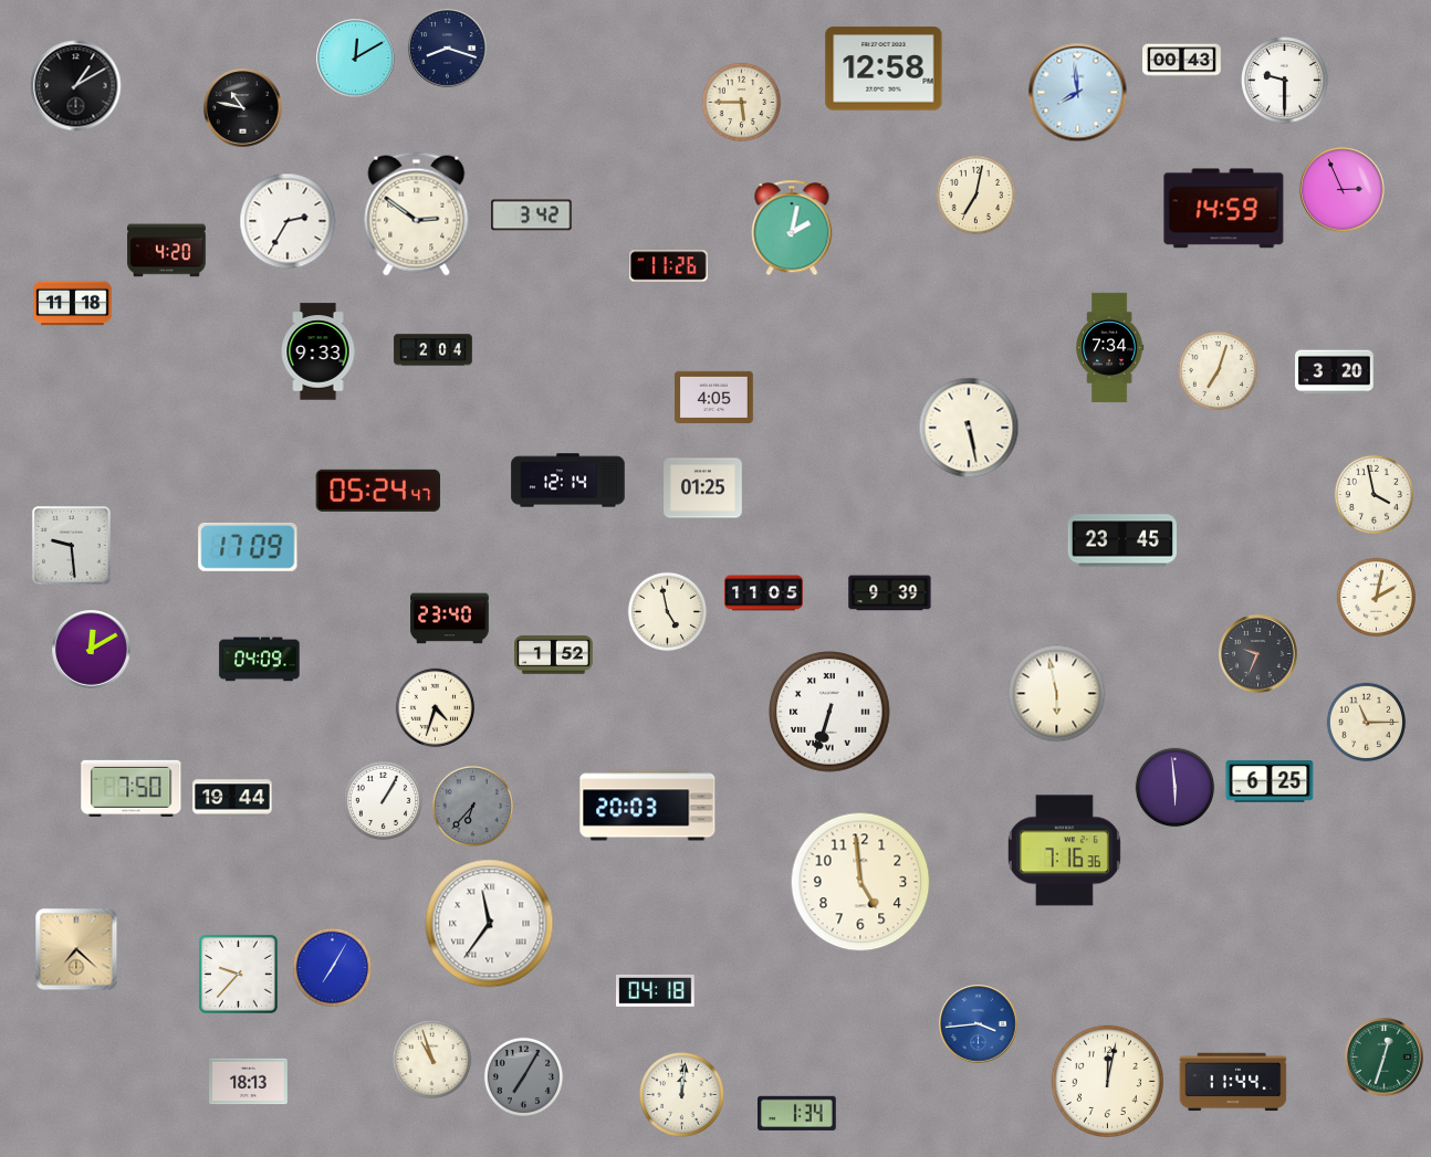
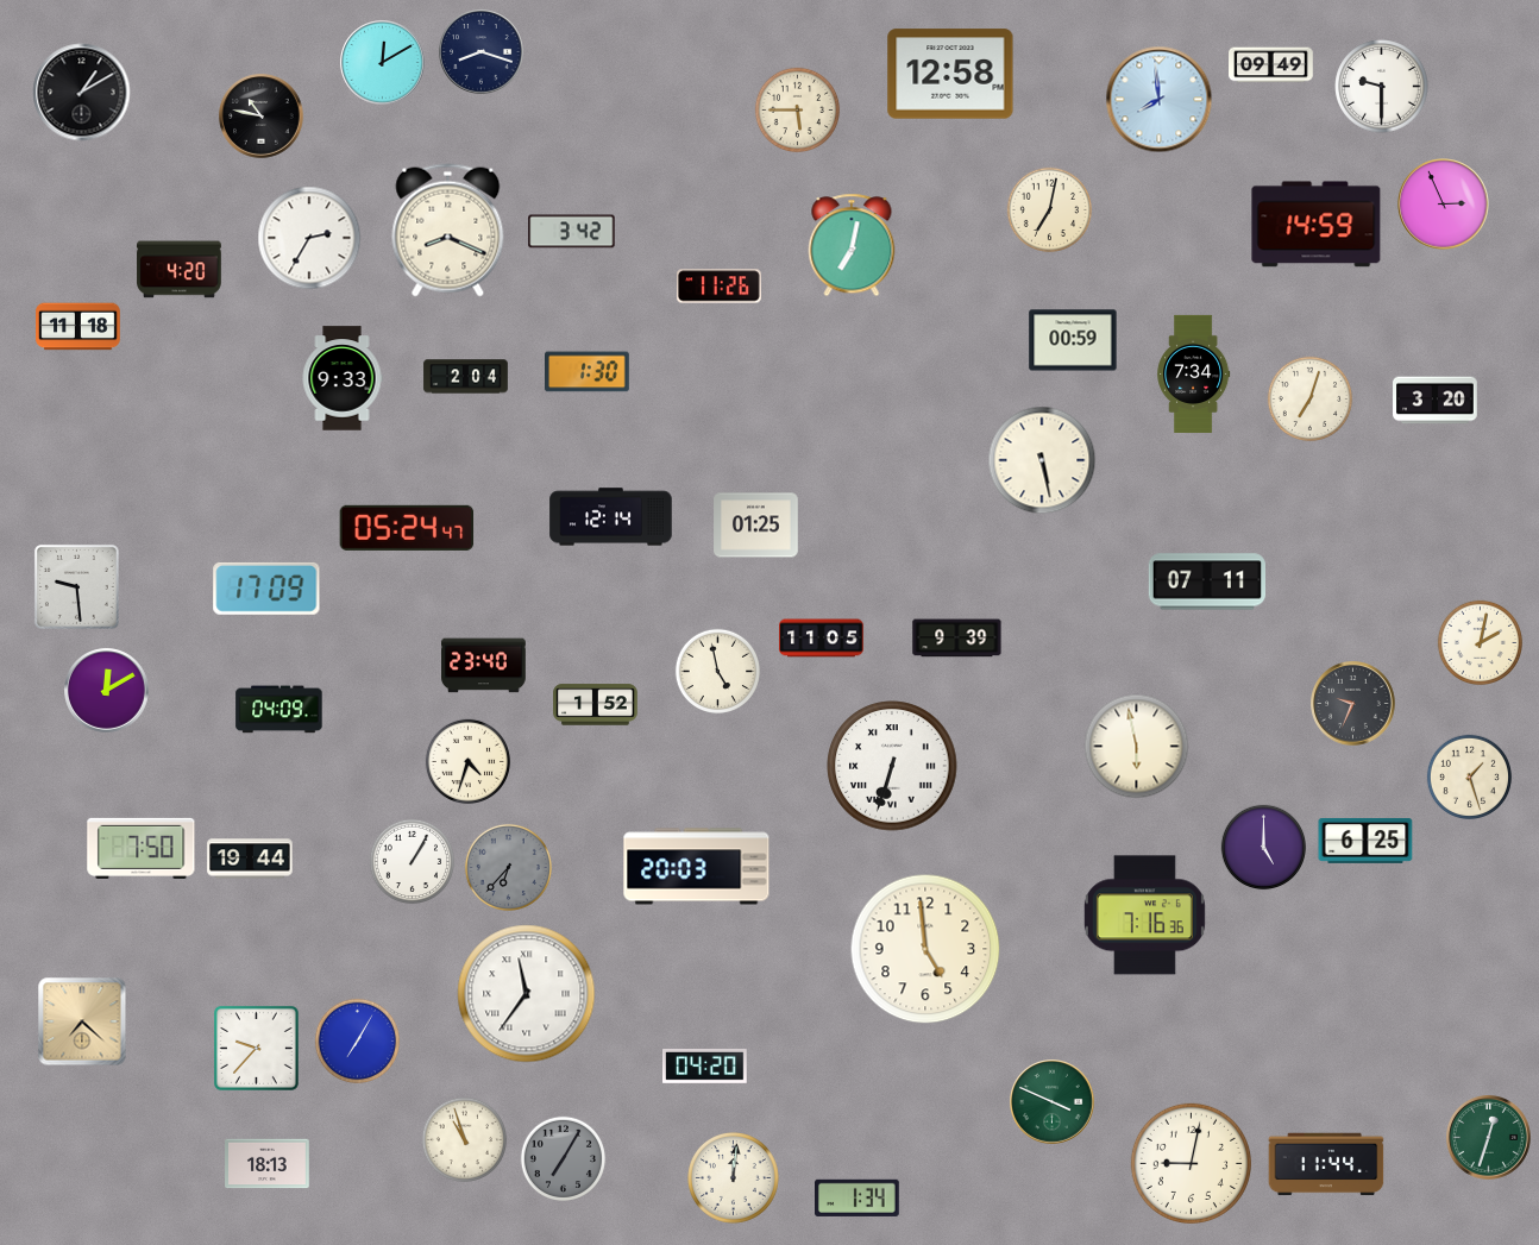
clock at (1182, 61): 00:43 -> 09:49
clock at (417, 214): 2:51 -> 8:19
clock at (792, 228): 2:02 -> 7:02
clock at (1073, 340): none -> 00:59
clock at (588, 372): none -> 1:30
clock at (714, 397): 4:05 -> none
clock at (1375, 495): 3:58 -> none
clock at (1121, 540): 23:45 -> 07:11
clock at (668, 612) position: (668, 612) -> (718, 672)
clock at (92, 650) position: (92, 650) -> (107, 691)
clock at (1367, 723): 11:15 -> 1:27
clock at (1176, 788): 5:59 -> 5:00
clock at (656, 990): 04:18 -> 04:20
clock at (979, 1024): 3:44 -> 3:49
clock at (979, 1024) dial: blue -> green
clock at (1107, 1081): 12:02 -> 9:02
